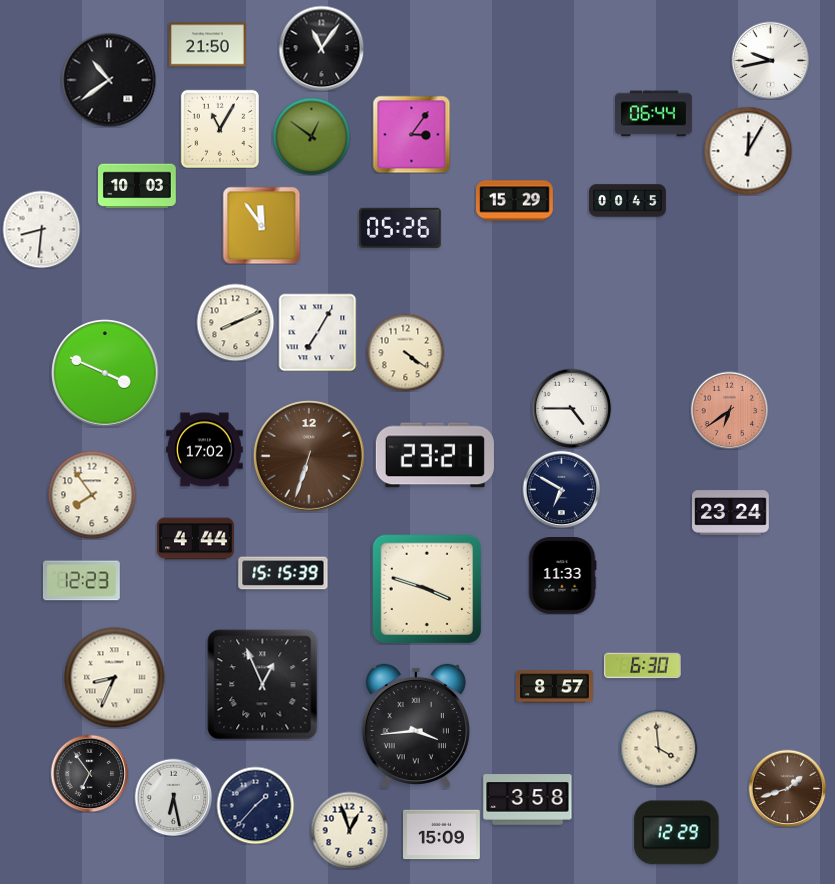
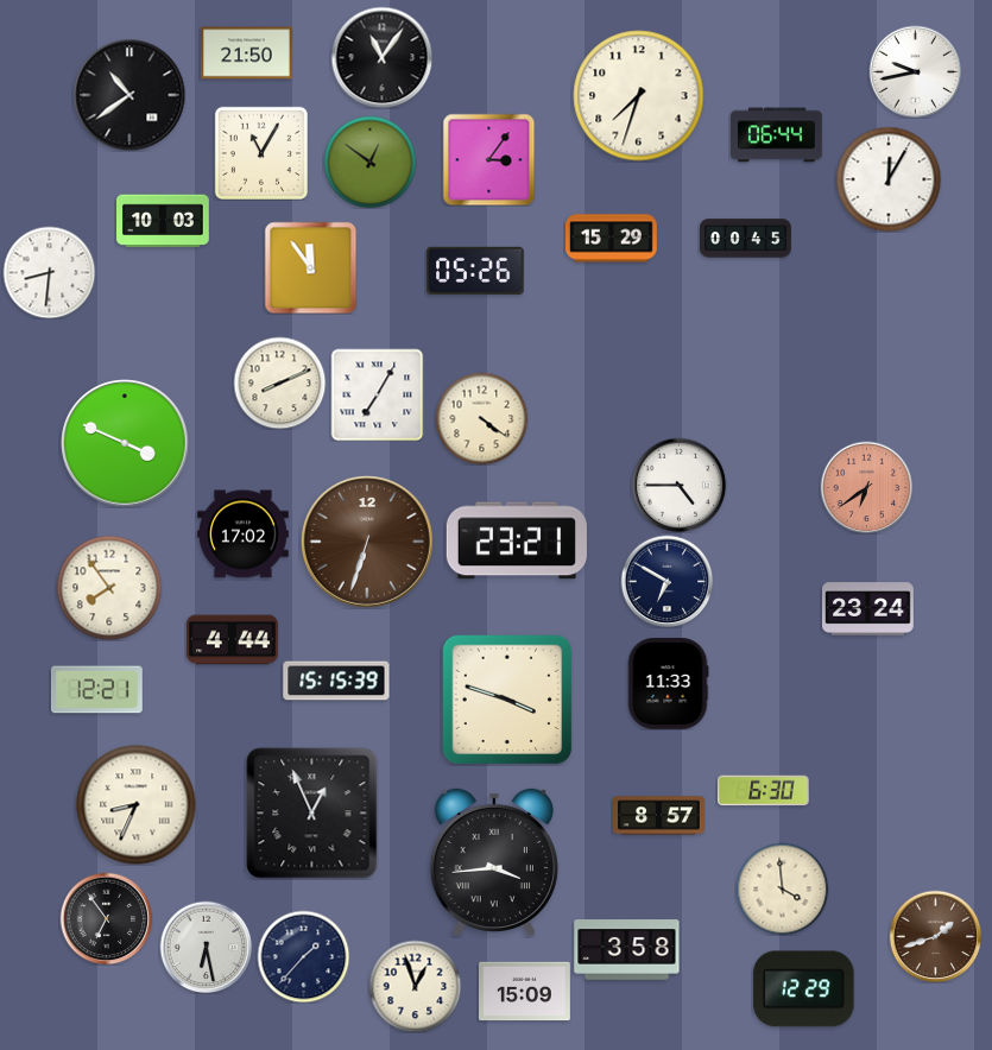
clock at (639, 96): none -> 7:33
clock at (81, 581): 12:23 -> 12:21
